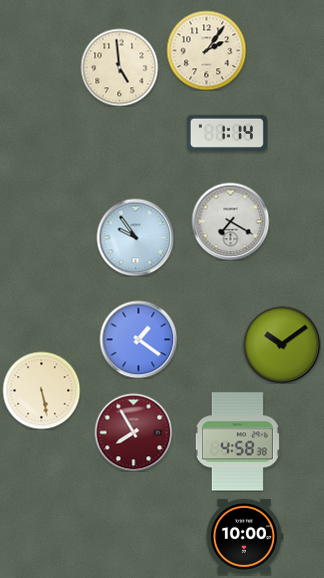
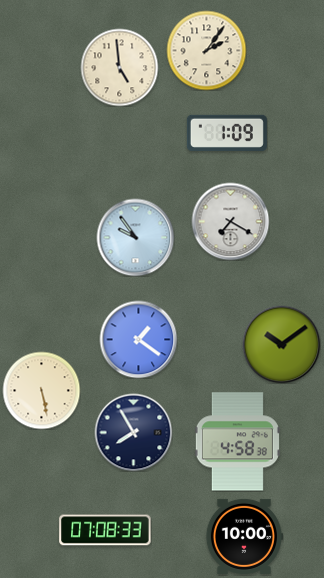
clock at (227, 133): 1:14 -> 1:09
clock at (133, 432) dial: burgundy -> navy
clock at (105, 530): none -> 07:08
